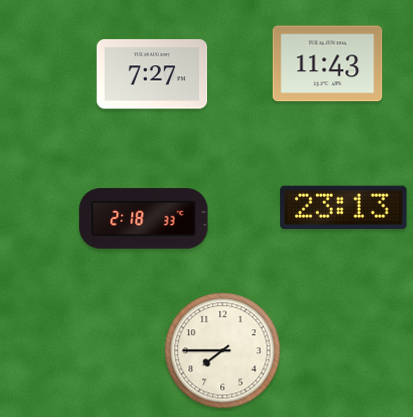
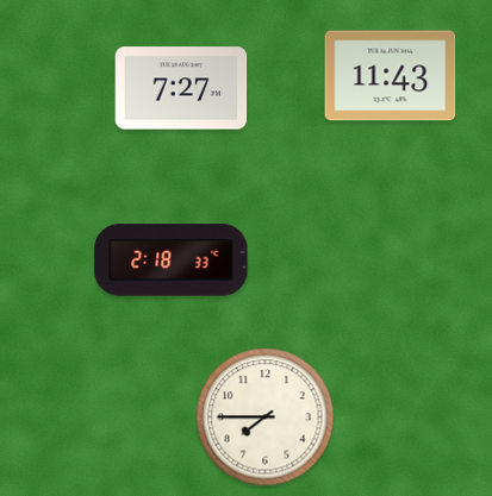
clock at (344, 207): 23:13 -> none
